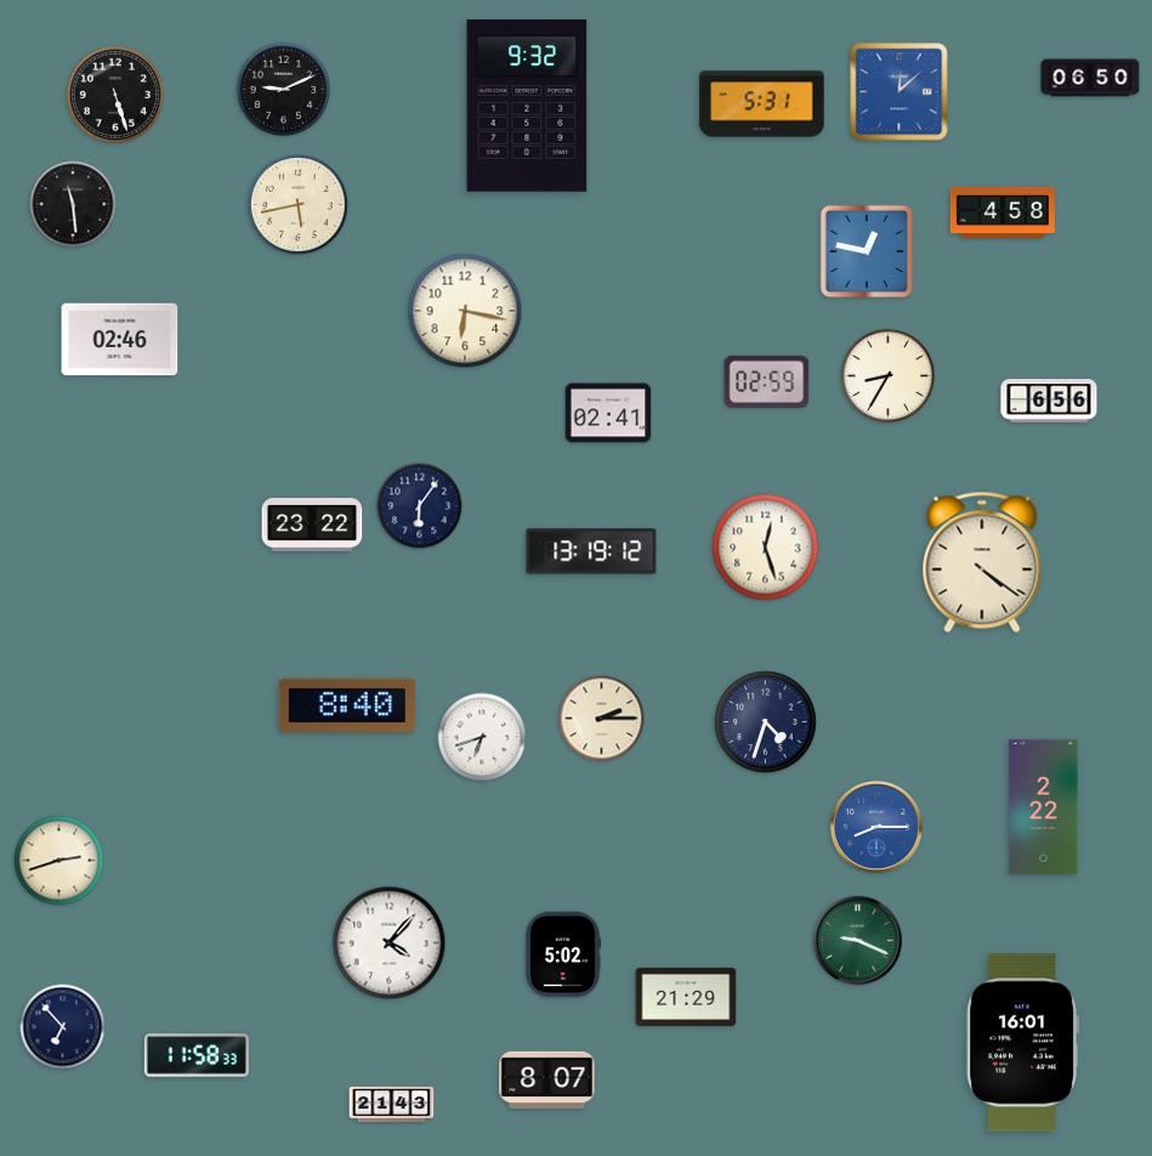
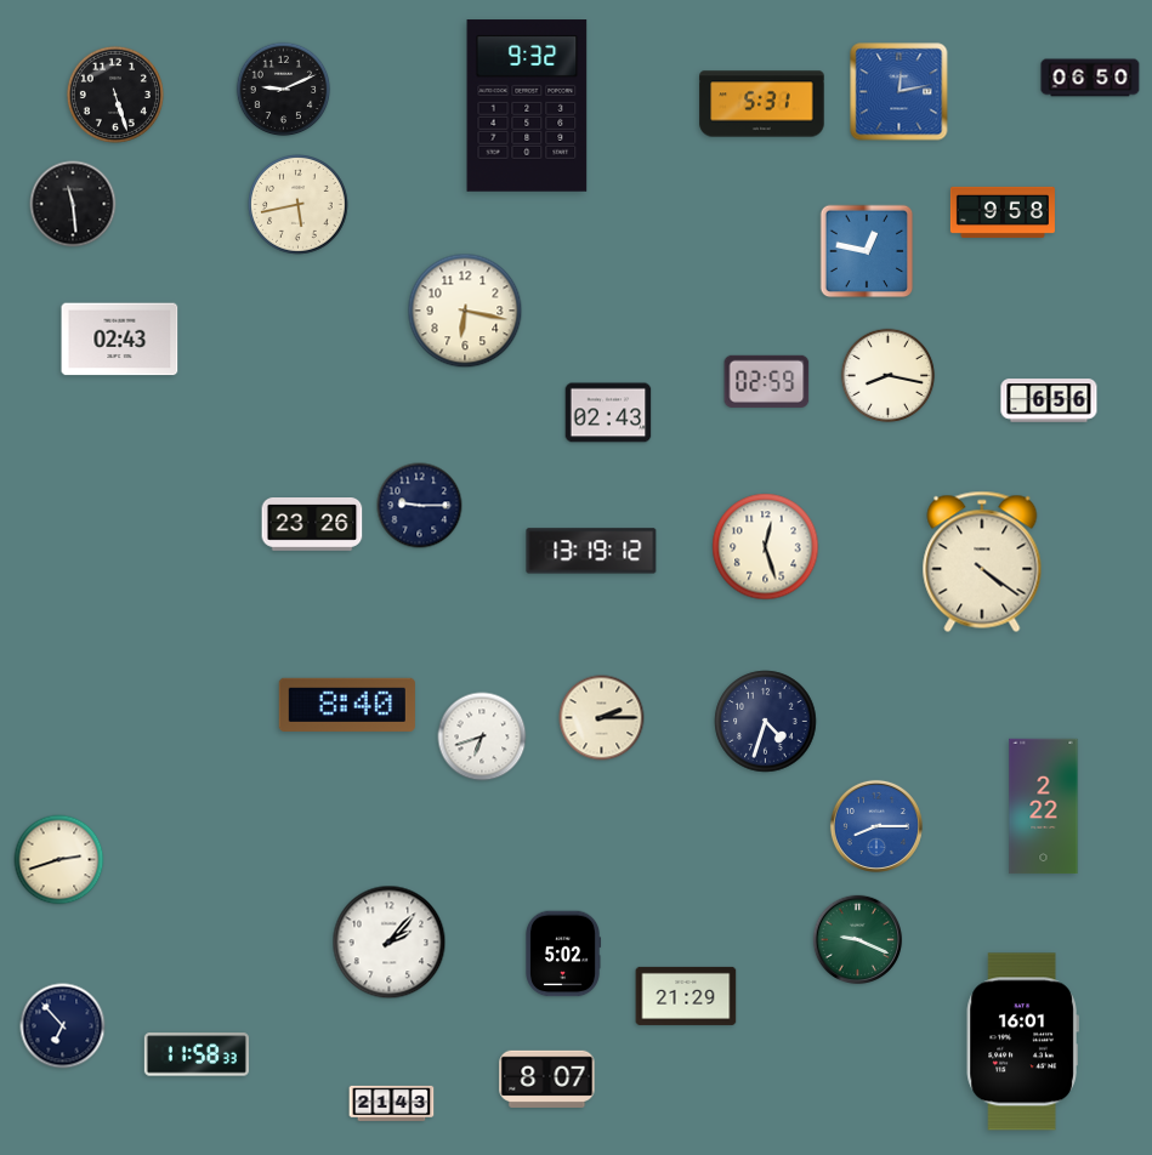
clock at (900, 92): 12:08 -> 12:13
clock at (1003, 212): 4:58 -> 9:58
clock at (120, 340): 02:46 -> 02:43
clock at (889, 376): 8:35 -> 8:17
clock at (608, 413): 02:41 -> 02:43
clock at (420, 506): 6:06 -> 9:15
clock at (312, 526): 23:22 -> 23:26
clock at (390, 943): 4:07 -> 2:07
